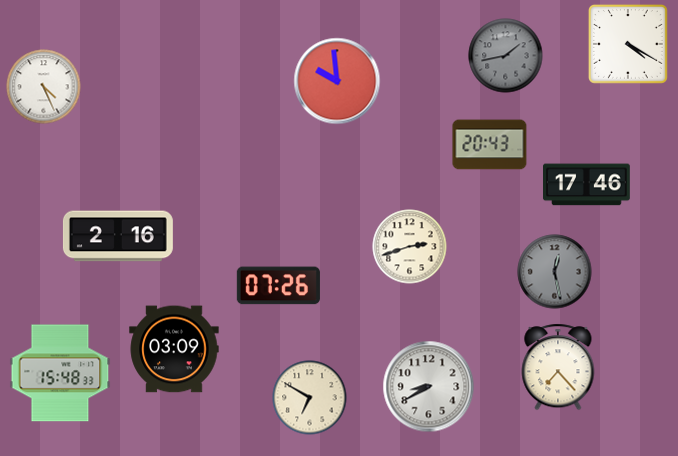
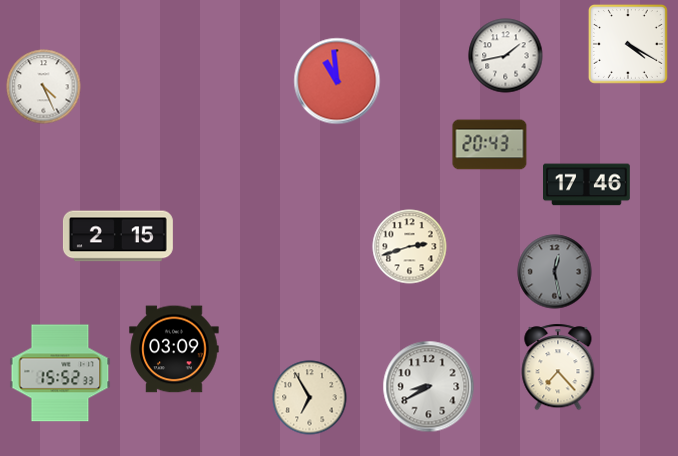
clock at (506, 56) dial: grey -> white
clock at (337, 81): 9:59 -> 10:59
clock at (118, 236): 2:16 -> 2:15
clock at (278, 286): 07:26 -> none
clock at (60, 373): 15:48 -> 15:52
clock at (310, 398): 6:50 -> 6:55
